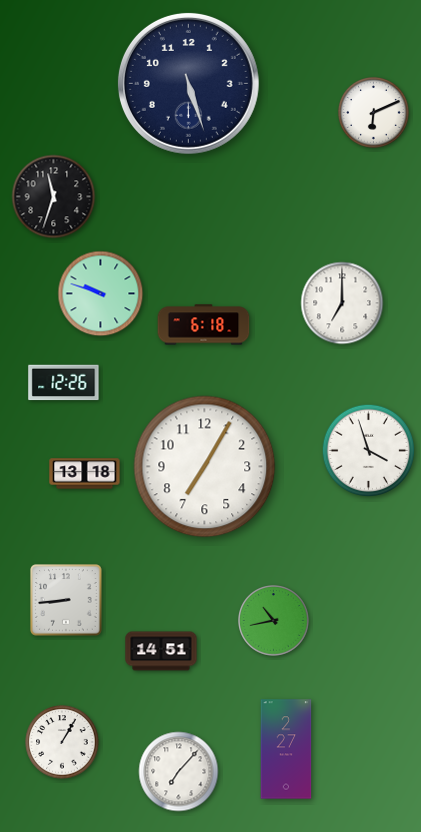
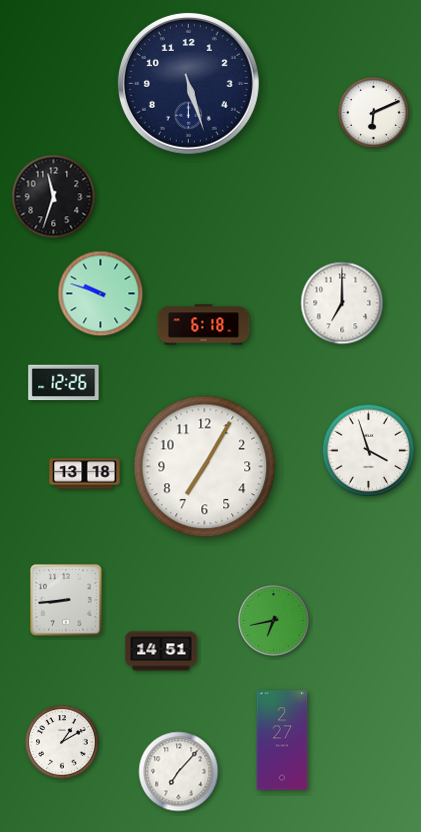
clock at (274, 621): 10:43 -> 6:43
clock at (62, 742): 1:05 -> 1:10
clock at (286, 749) position: (286, 749) -> (282, 740)
